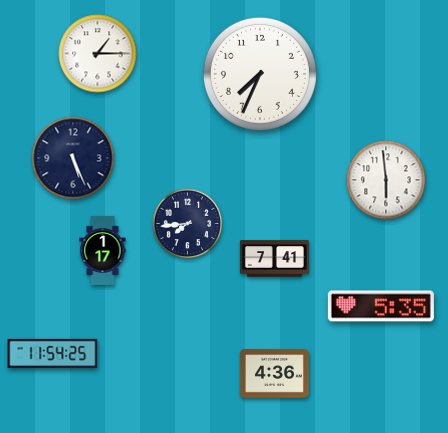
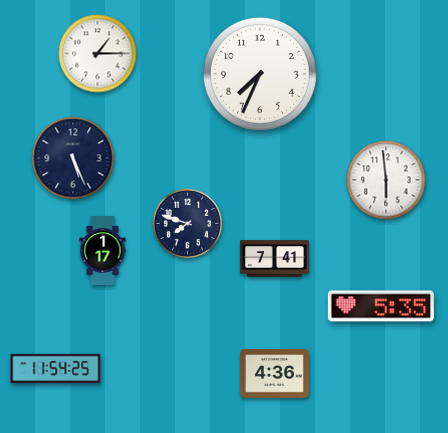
clock at (188, 224): 7:44 -> 7:48
clock at (53, 353) position: (53, 353) -> (56, 368)
